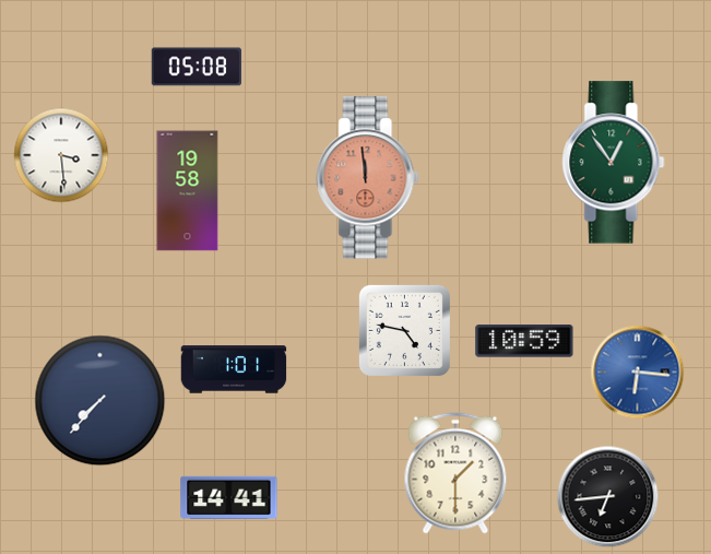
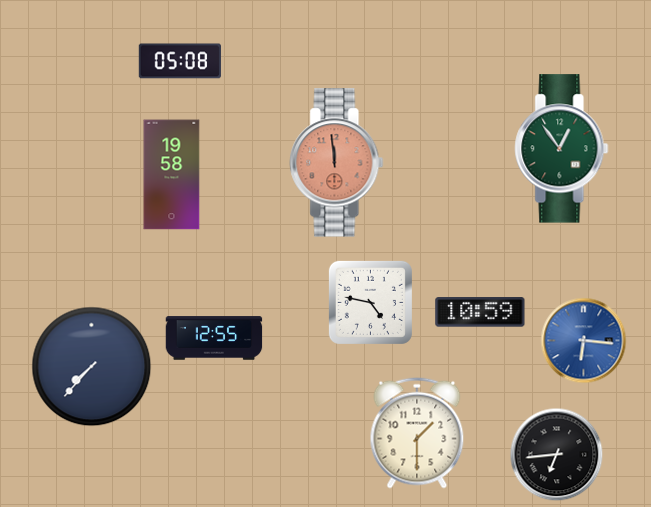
clock at (61, 155): 3:29 -> none
clock at (234, 369): 1:01 -> 12:55
clock at (229, 497): 14:41 -> none
